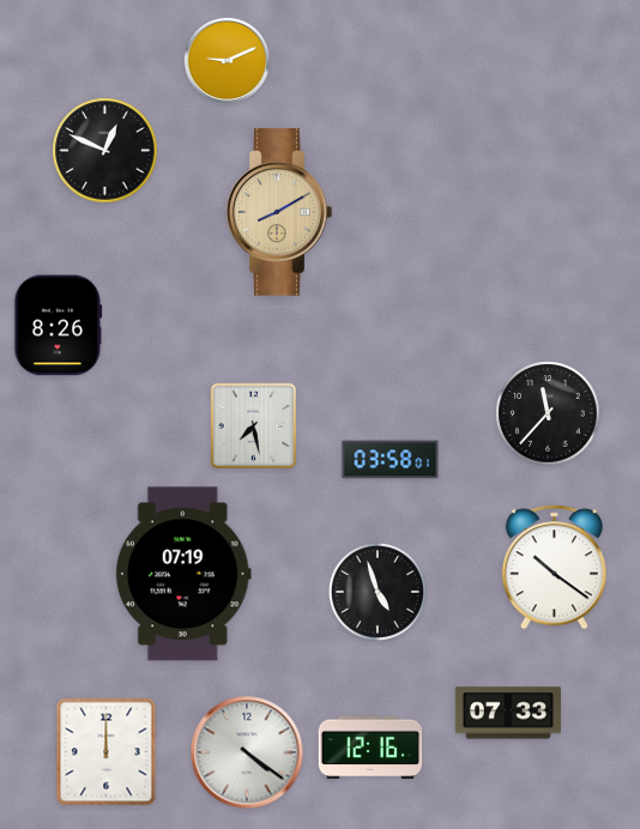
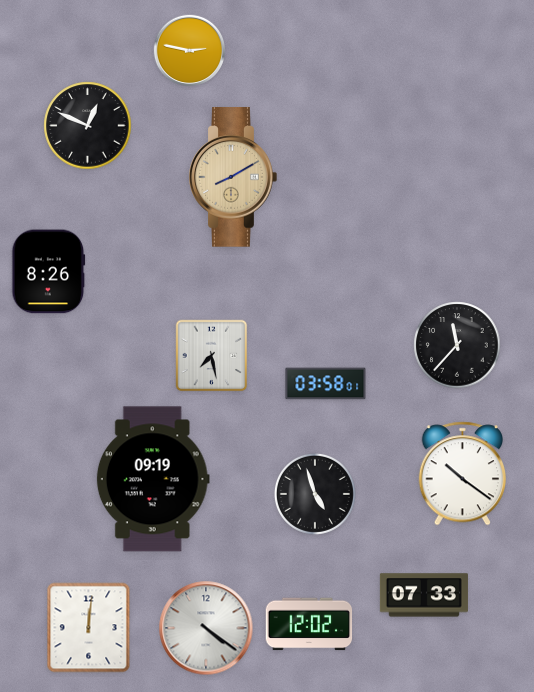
clock at (227, 60): 9:11 -> 2:47
clock at (183, 574): 07:19 -> 09:19
clock at (370, 748): 12:16 -> 12:02
clock at (107, 752): 12:00 -> 12:01
